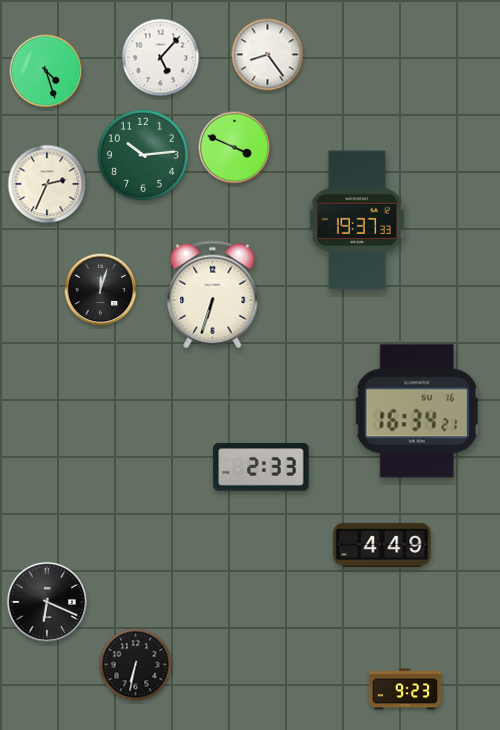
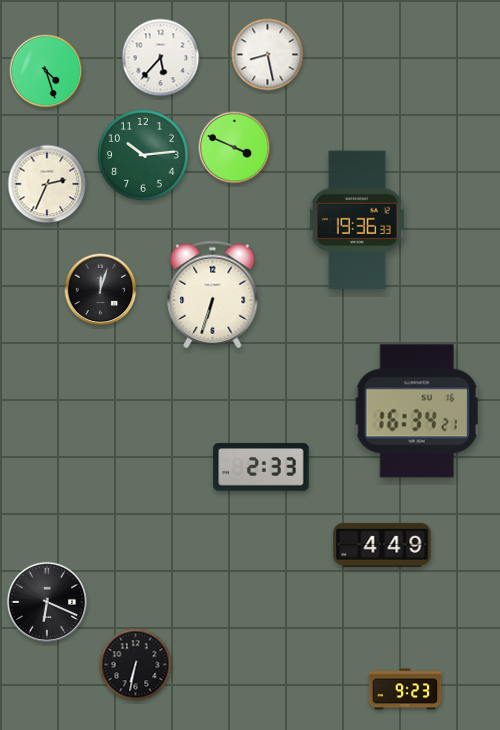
clock at (268, 55): 8:24 -> 8:28
clock at (161, 58): 5:07 -> 5:37
clock at (357, 220): 19:37 -> 19:36
